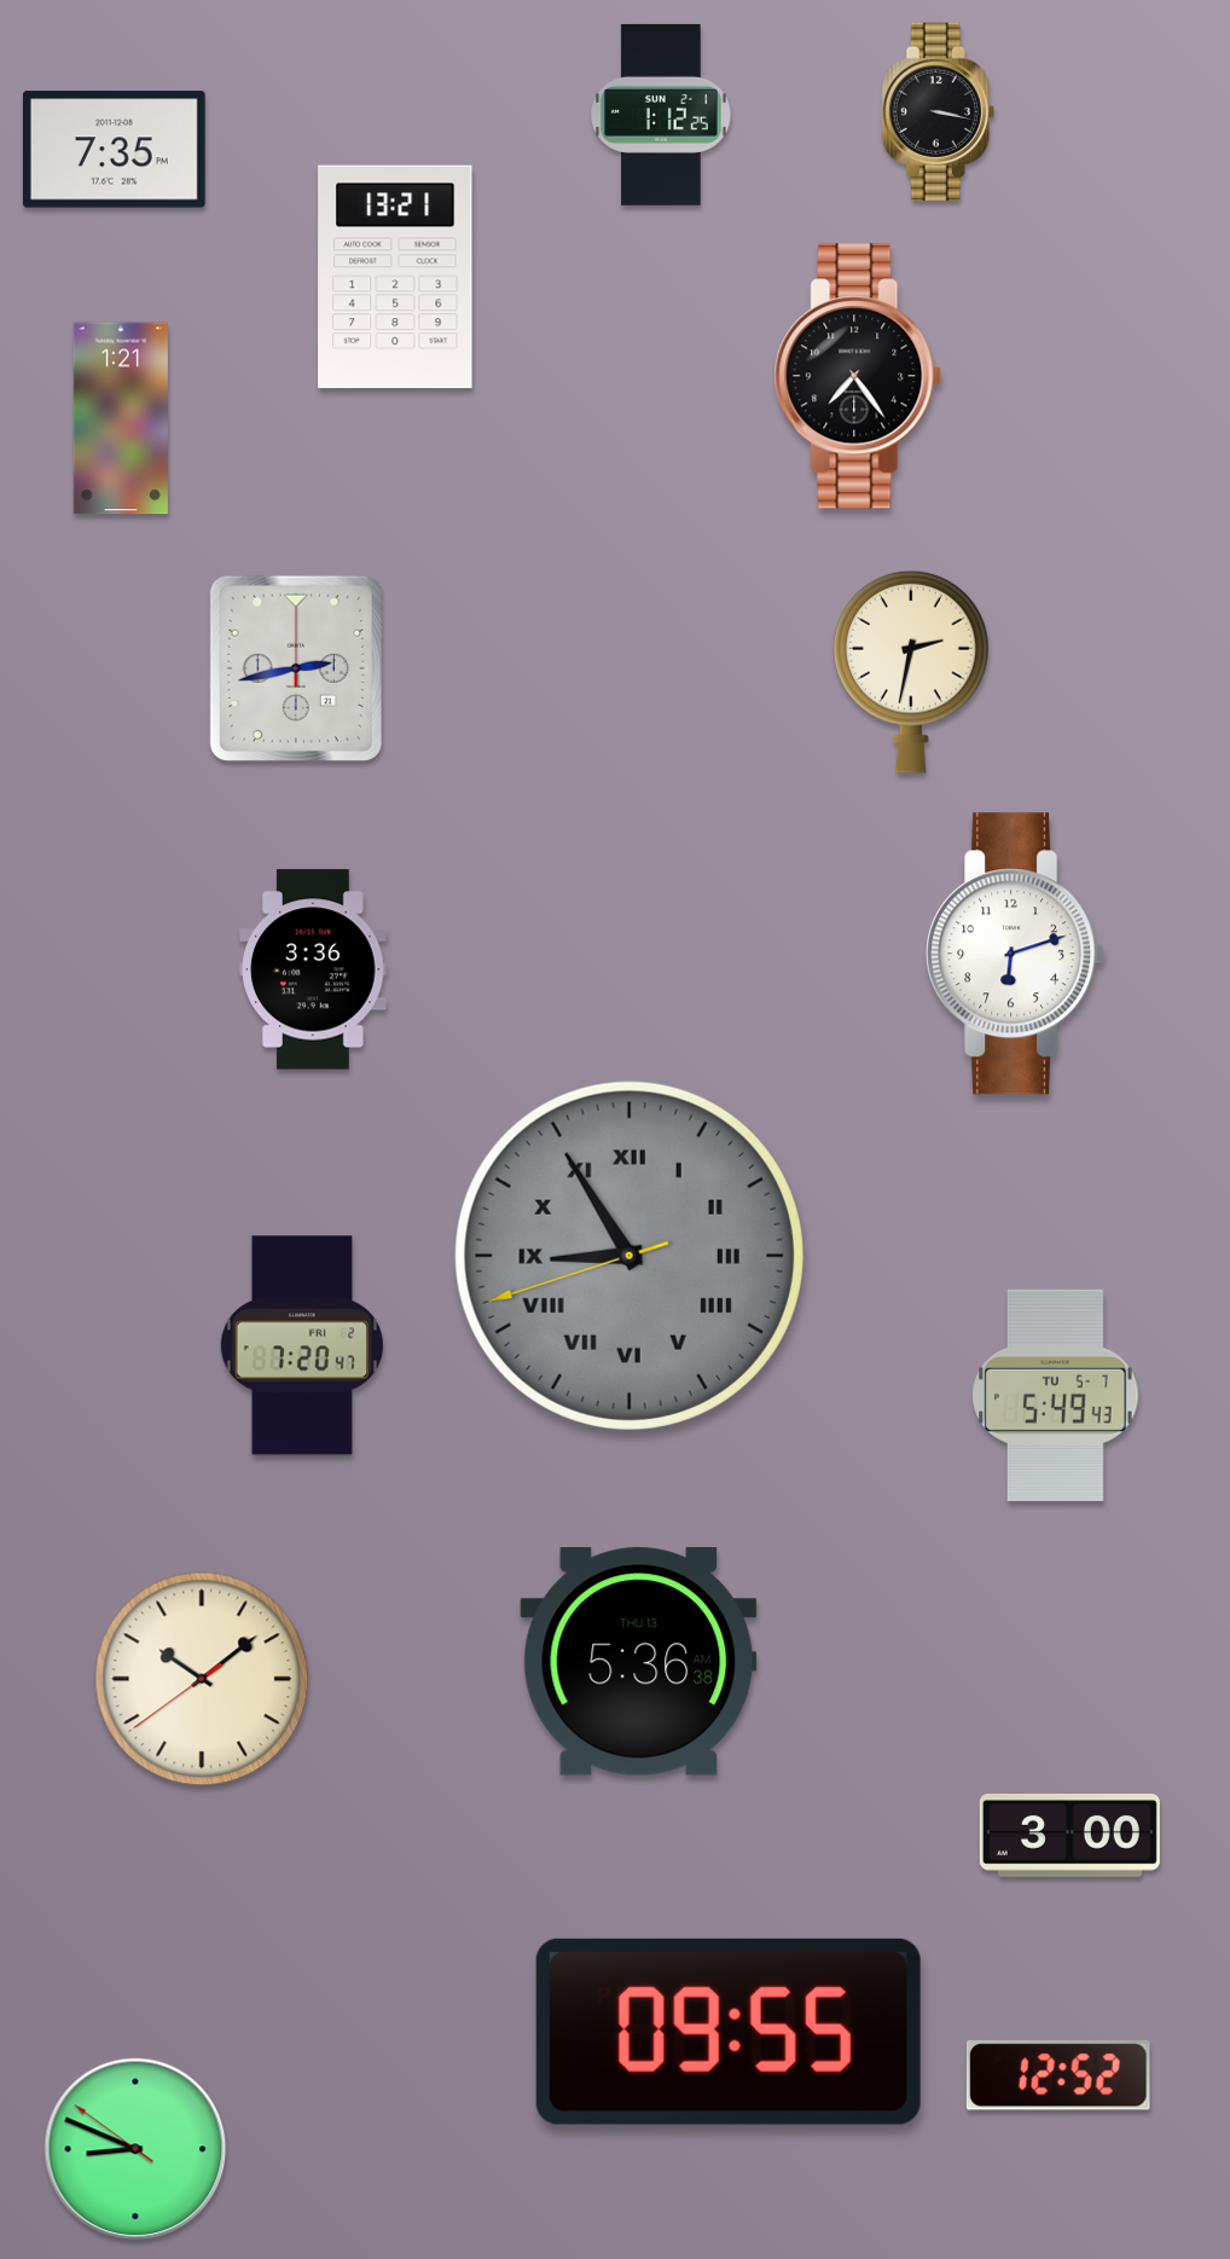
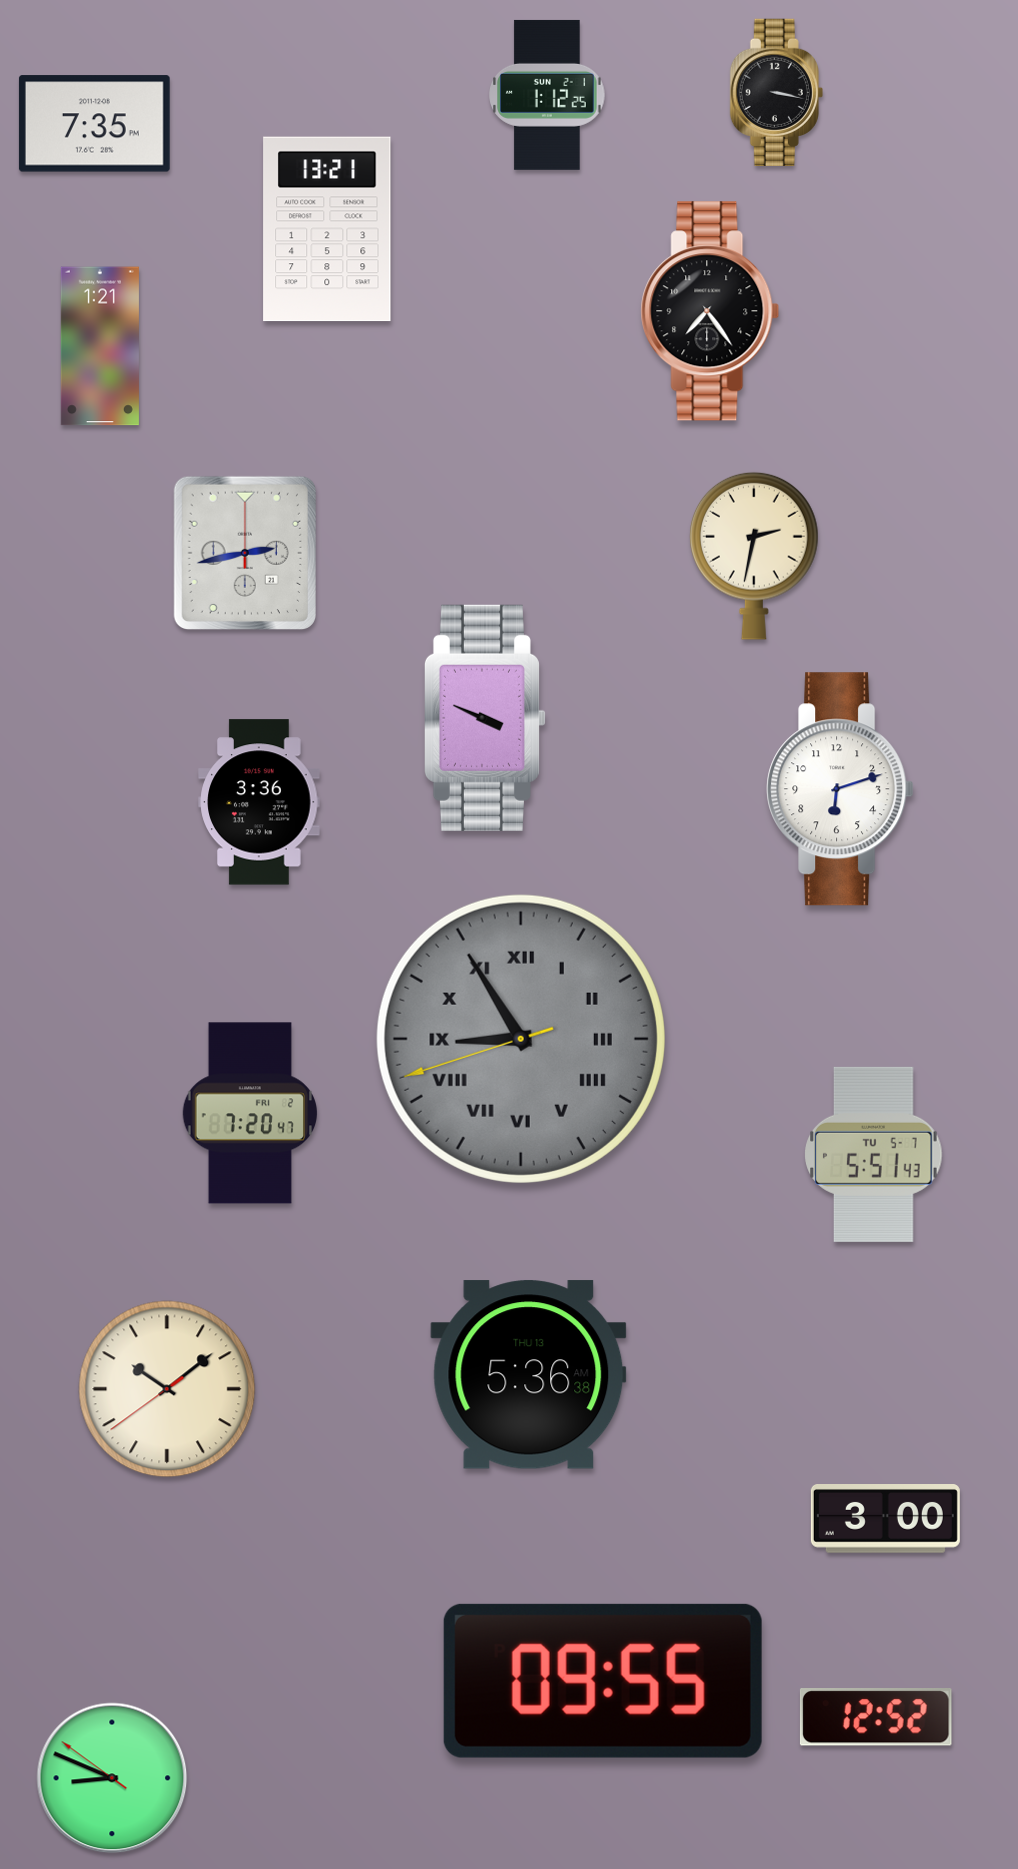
clock at (485, 718): none -> 3:49
clock at (1056, 1395): 5:49 -> 5:51
